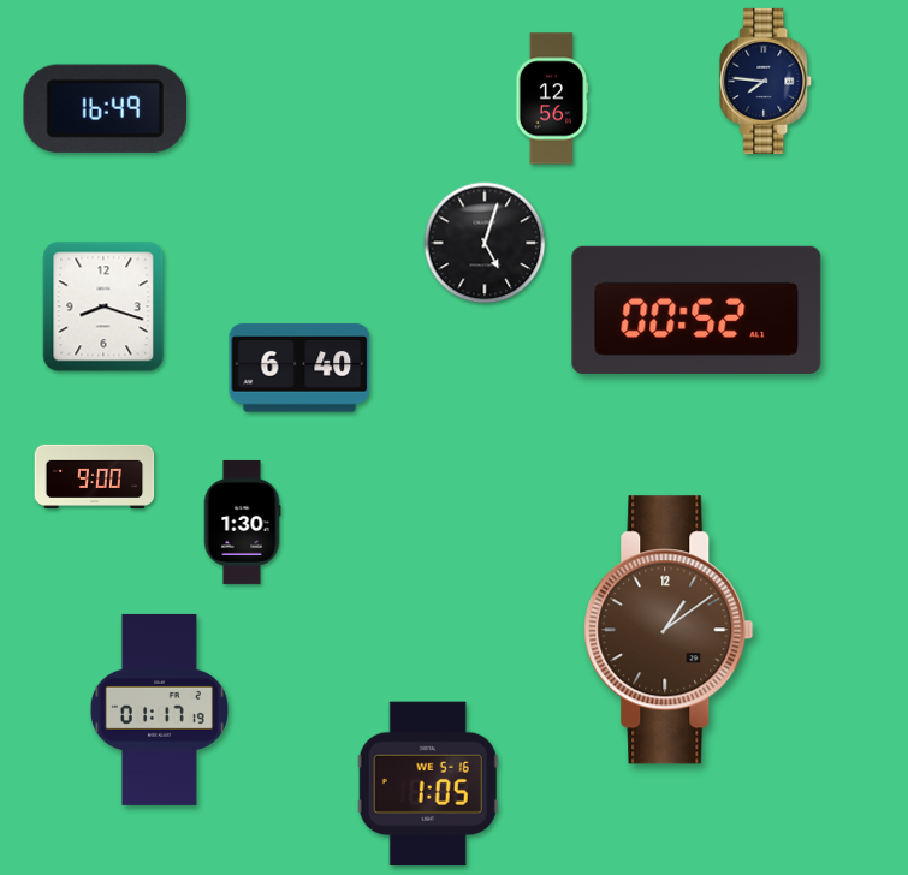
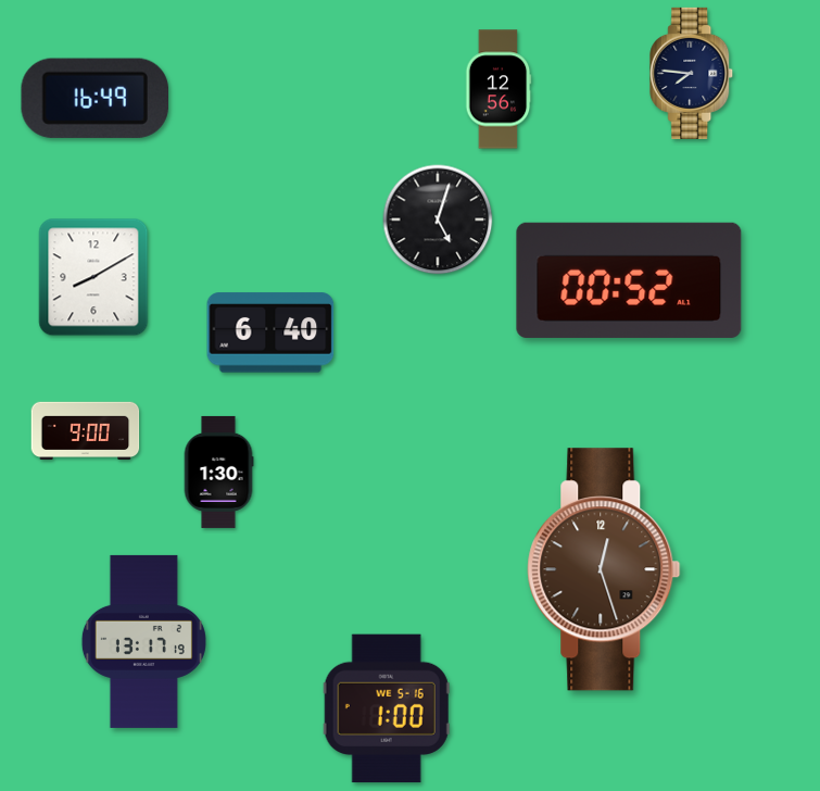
clock at (103, 306): 8:18 -> 8:10
clock at (669, 630): 1:09 -> 12:27
clock at (159, 709): 01:17 -> 13:17
clock at (428, 784): 1:05 -> 1:00
